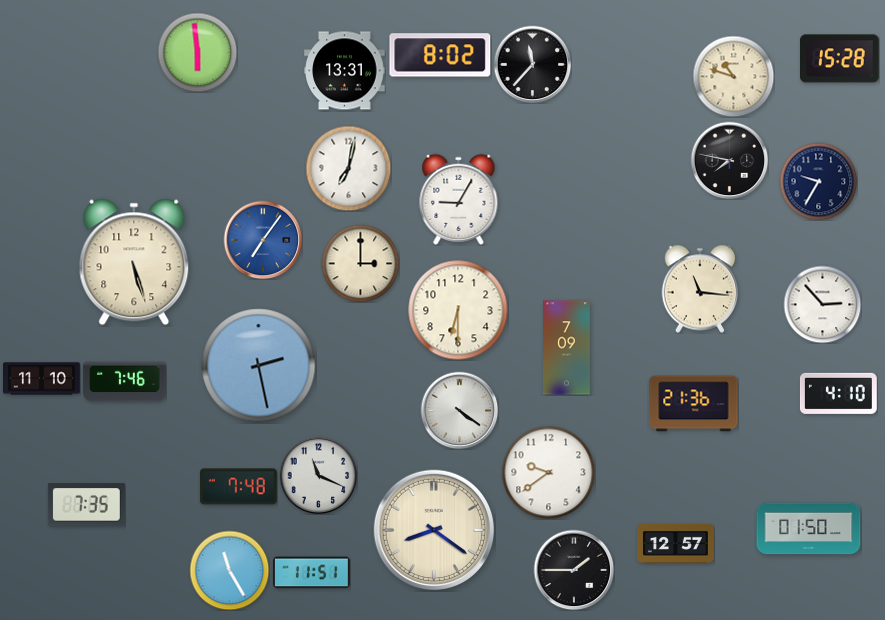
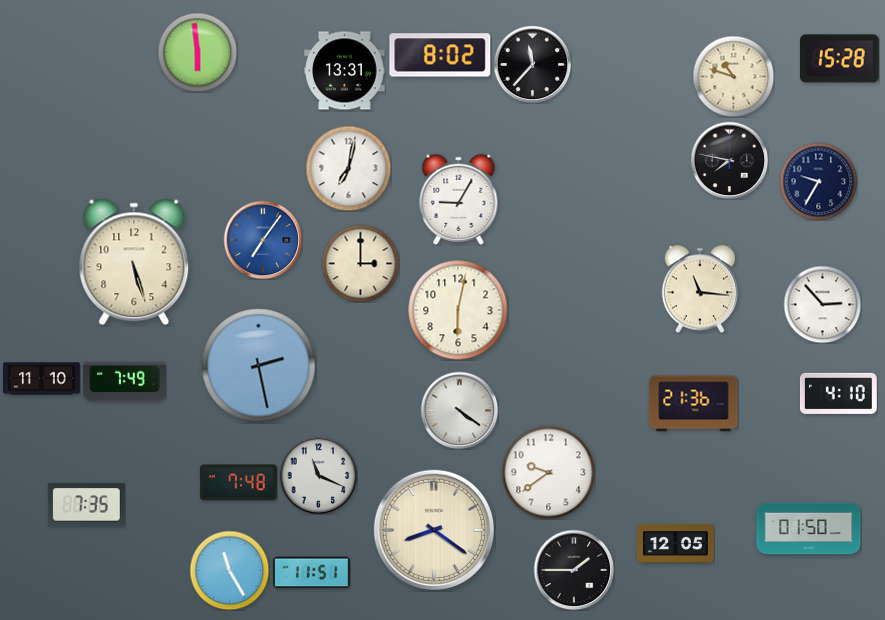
clock at (458, 310): 6:30 -> 6:02
clock at (567, 348): 7:09 -> none
clock at (125, 382): 7:46 -> 7:49
clock at (238, 487) position: (238, 487) -> (238, 483)
clock at (676, 544): 12:57 -> 12:05
